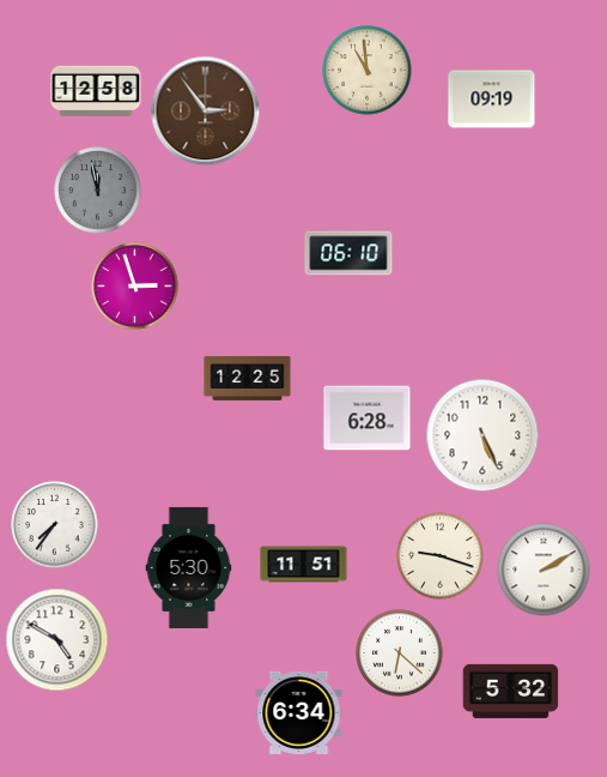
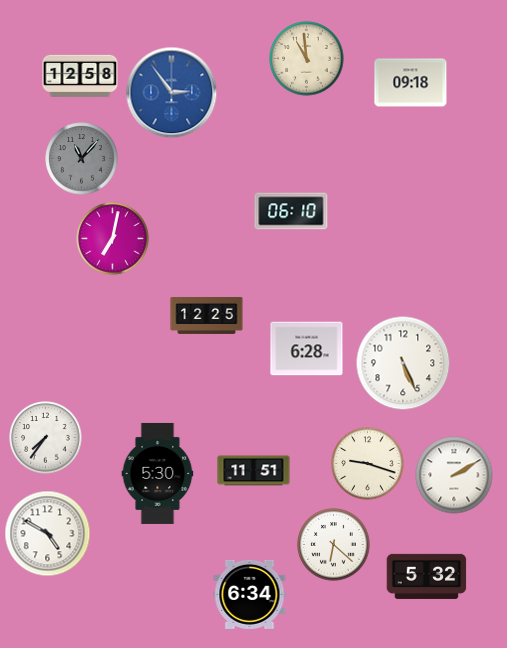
clock at (492, 100): 09:19 -> 09:18
clock at (206, 112) dial: brown -> blue
clock at (98, 191): 11:58 -> 11:07
clock at (135, 287): 2:57 -> 7:02
